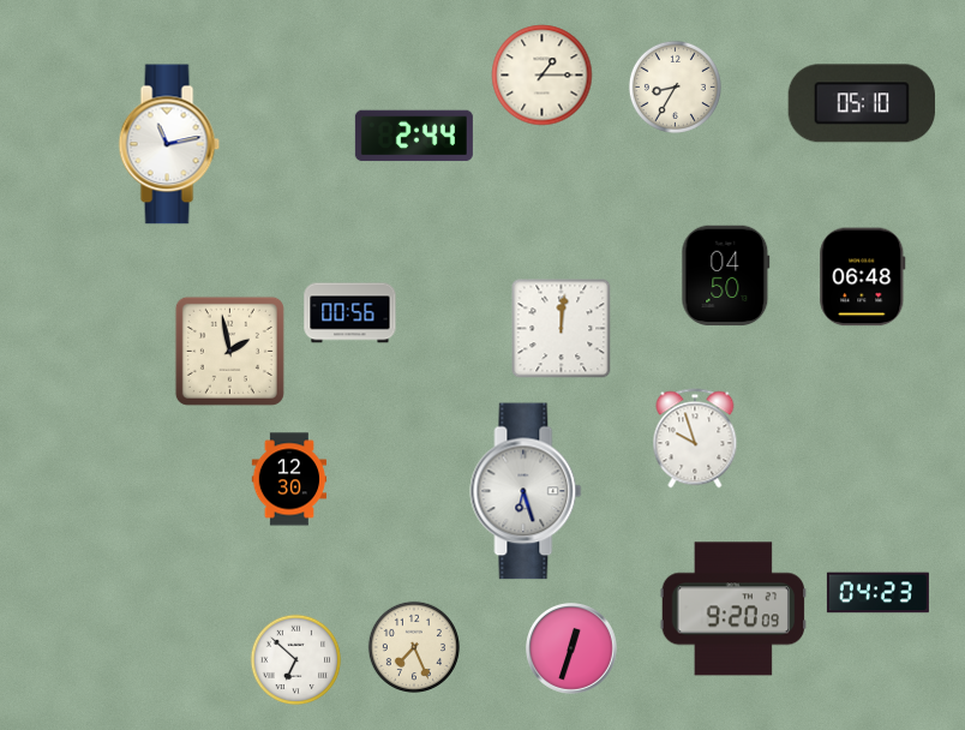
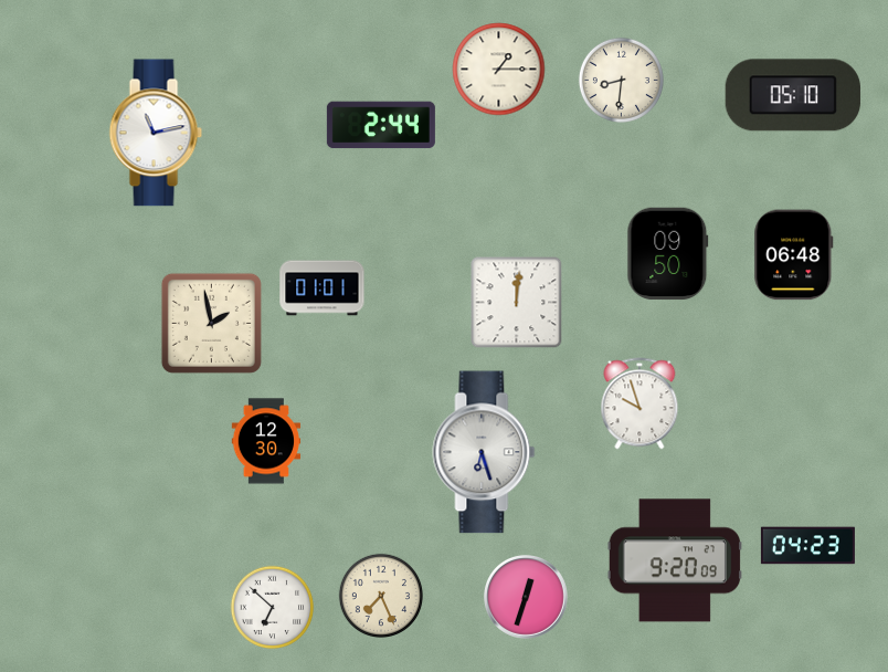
clock at (675, 86): 8:35 -> 8:31
clock at (726, 276): 04:50 -> 09:50
clock at (350, 313): 00:56 -> 01:01
